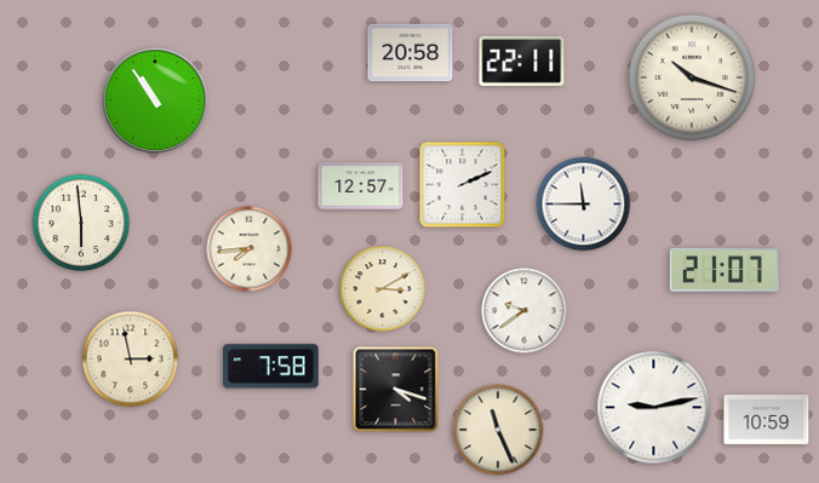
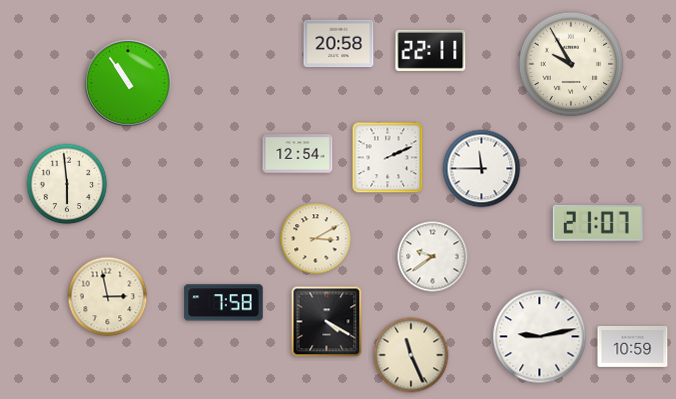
clock at (692, 77): 10:18 -> 9:55
clock at (463, 185) position: (463, 185) -> (388, 158)
clock at (361, 186): 12:57 -> 12:54
clock at (250, 249): 7:44 -> none
clock at (396, 390): 4:18 -> 4:20
